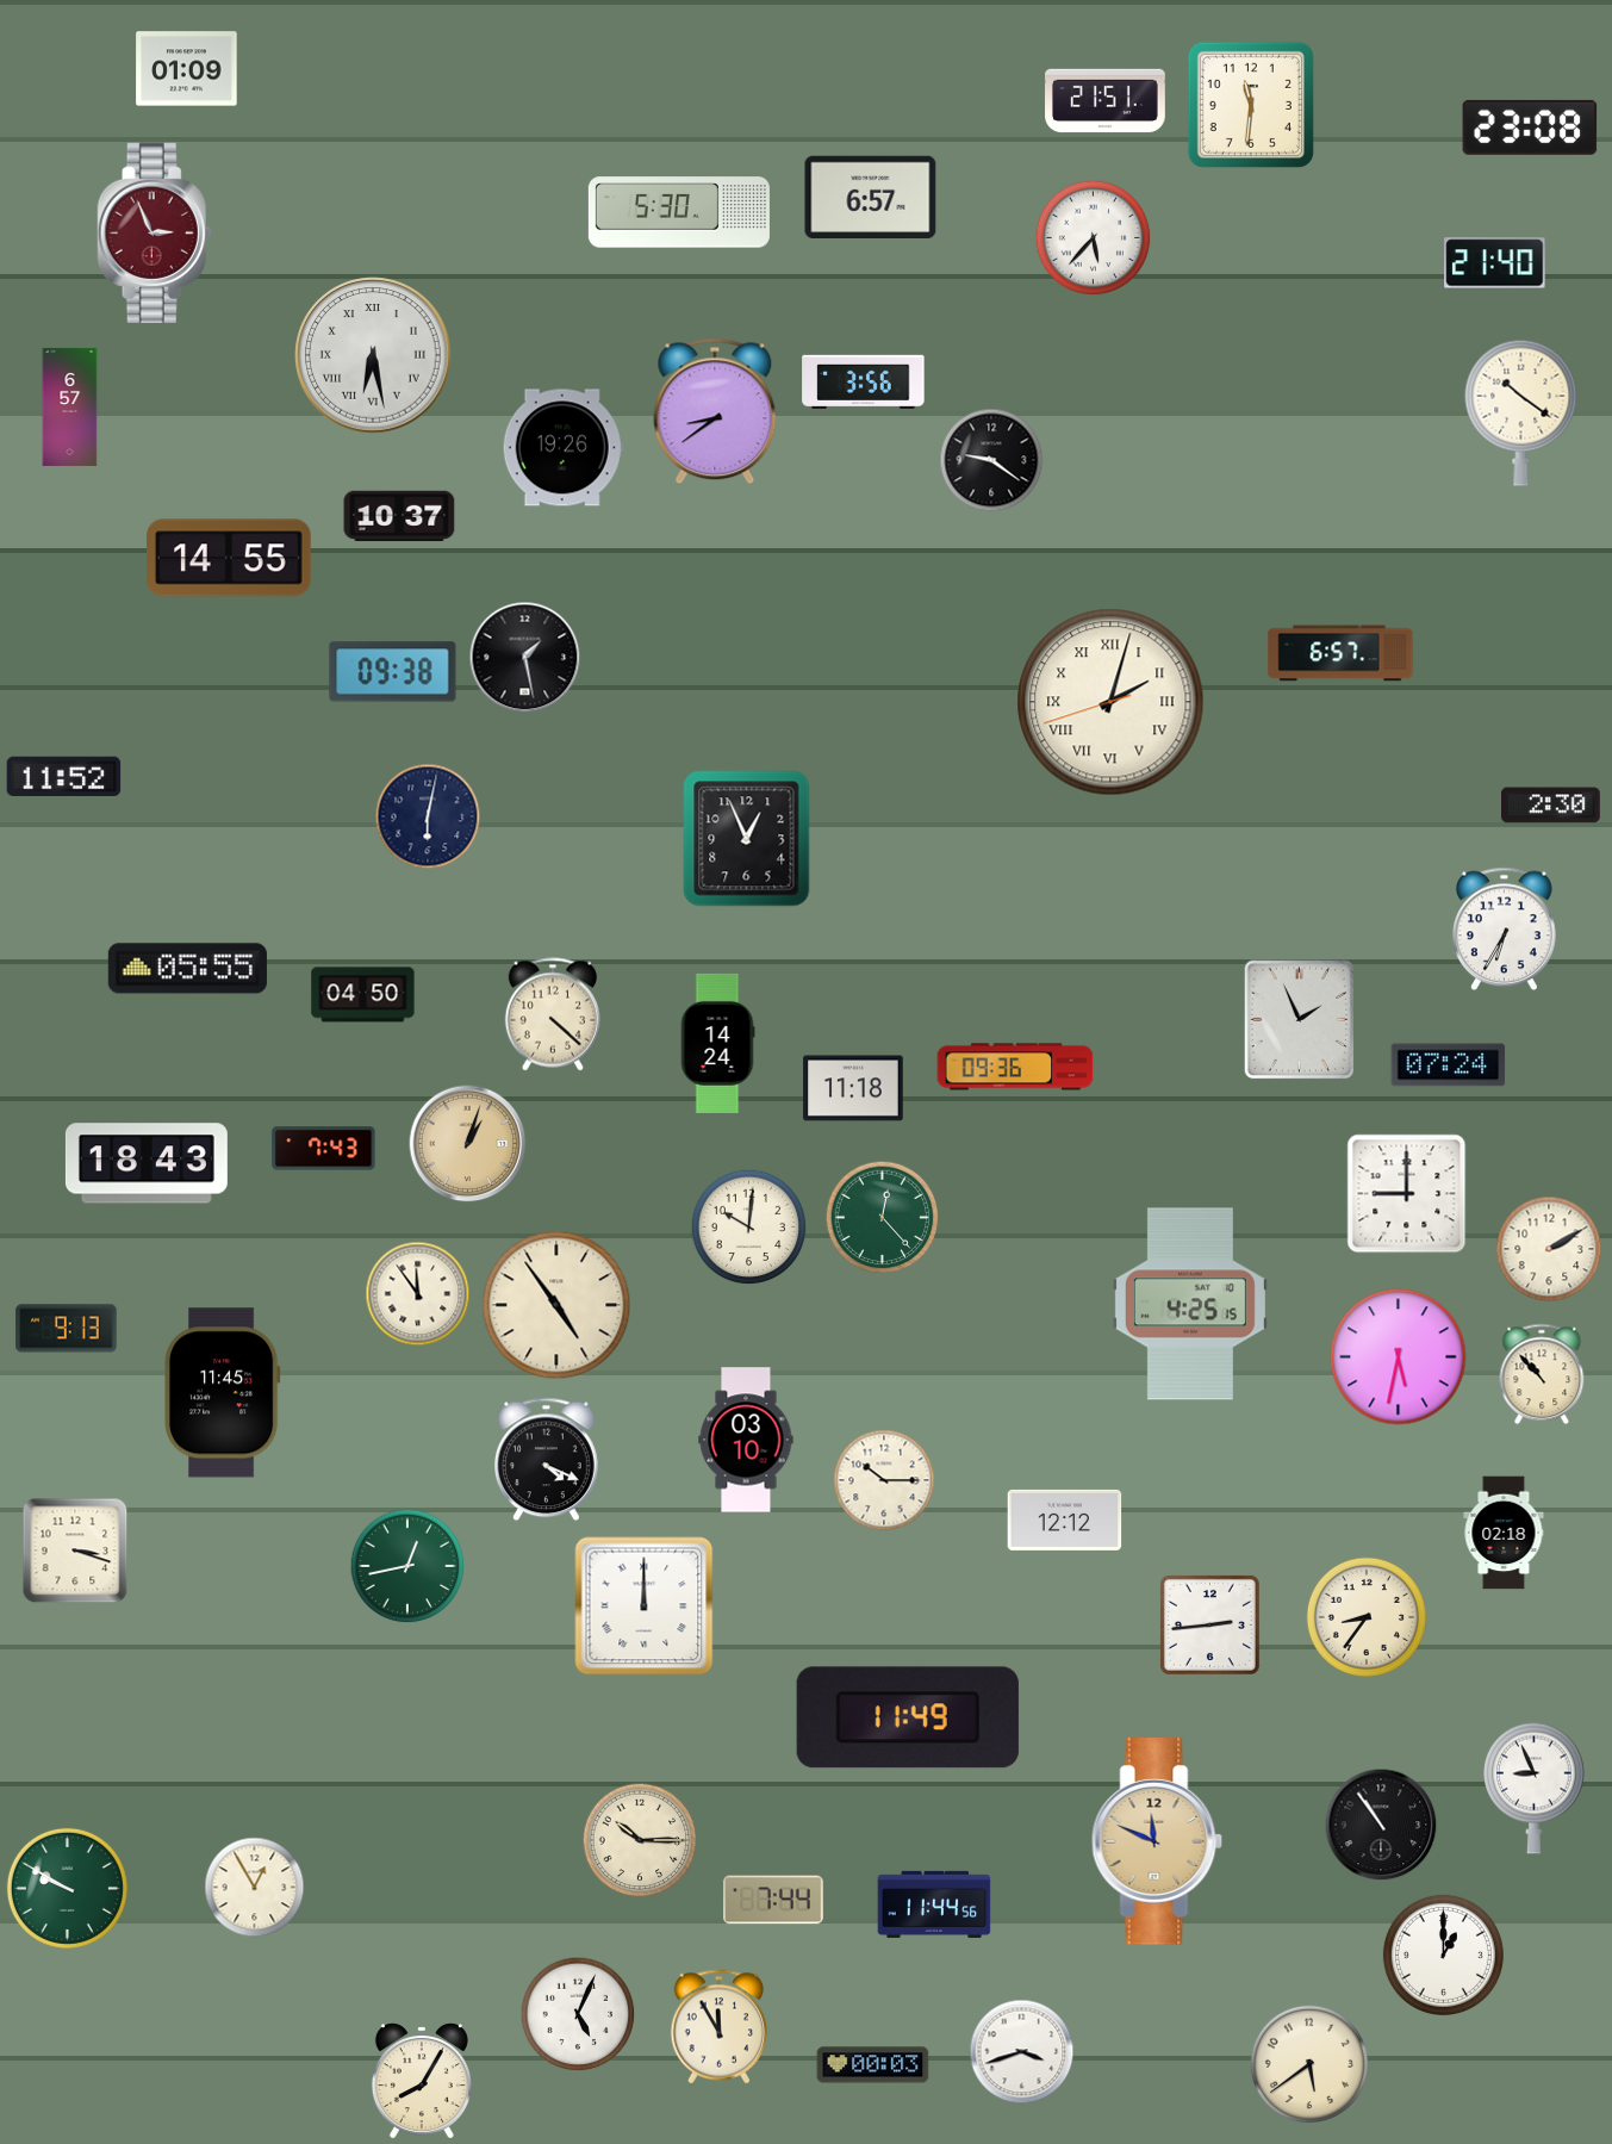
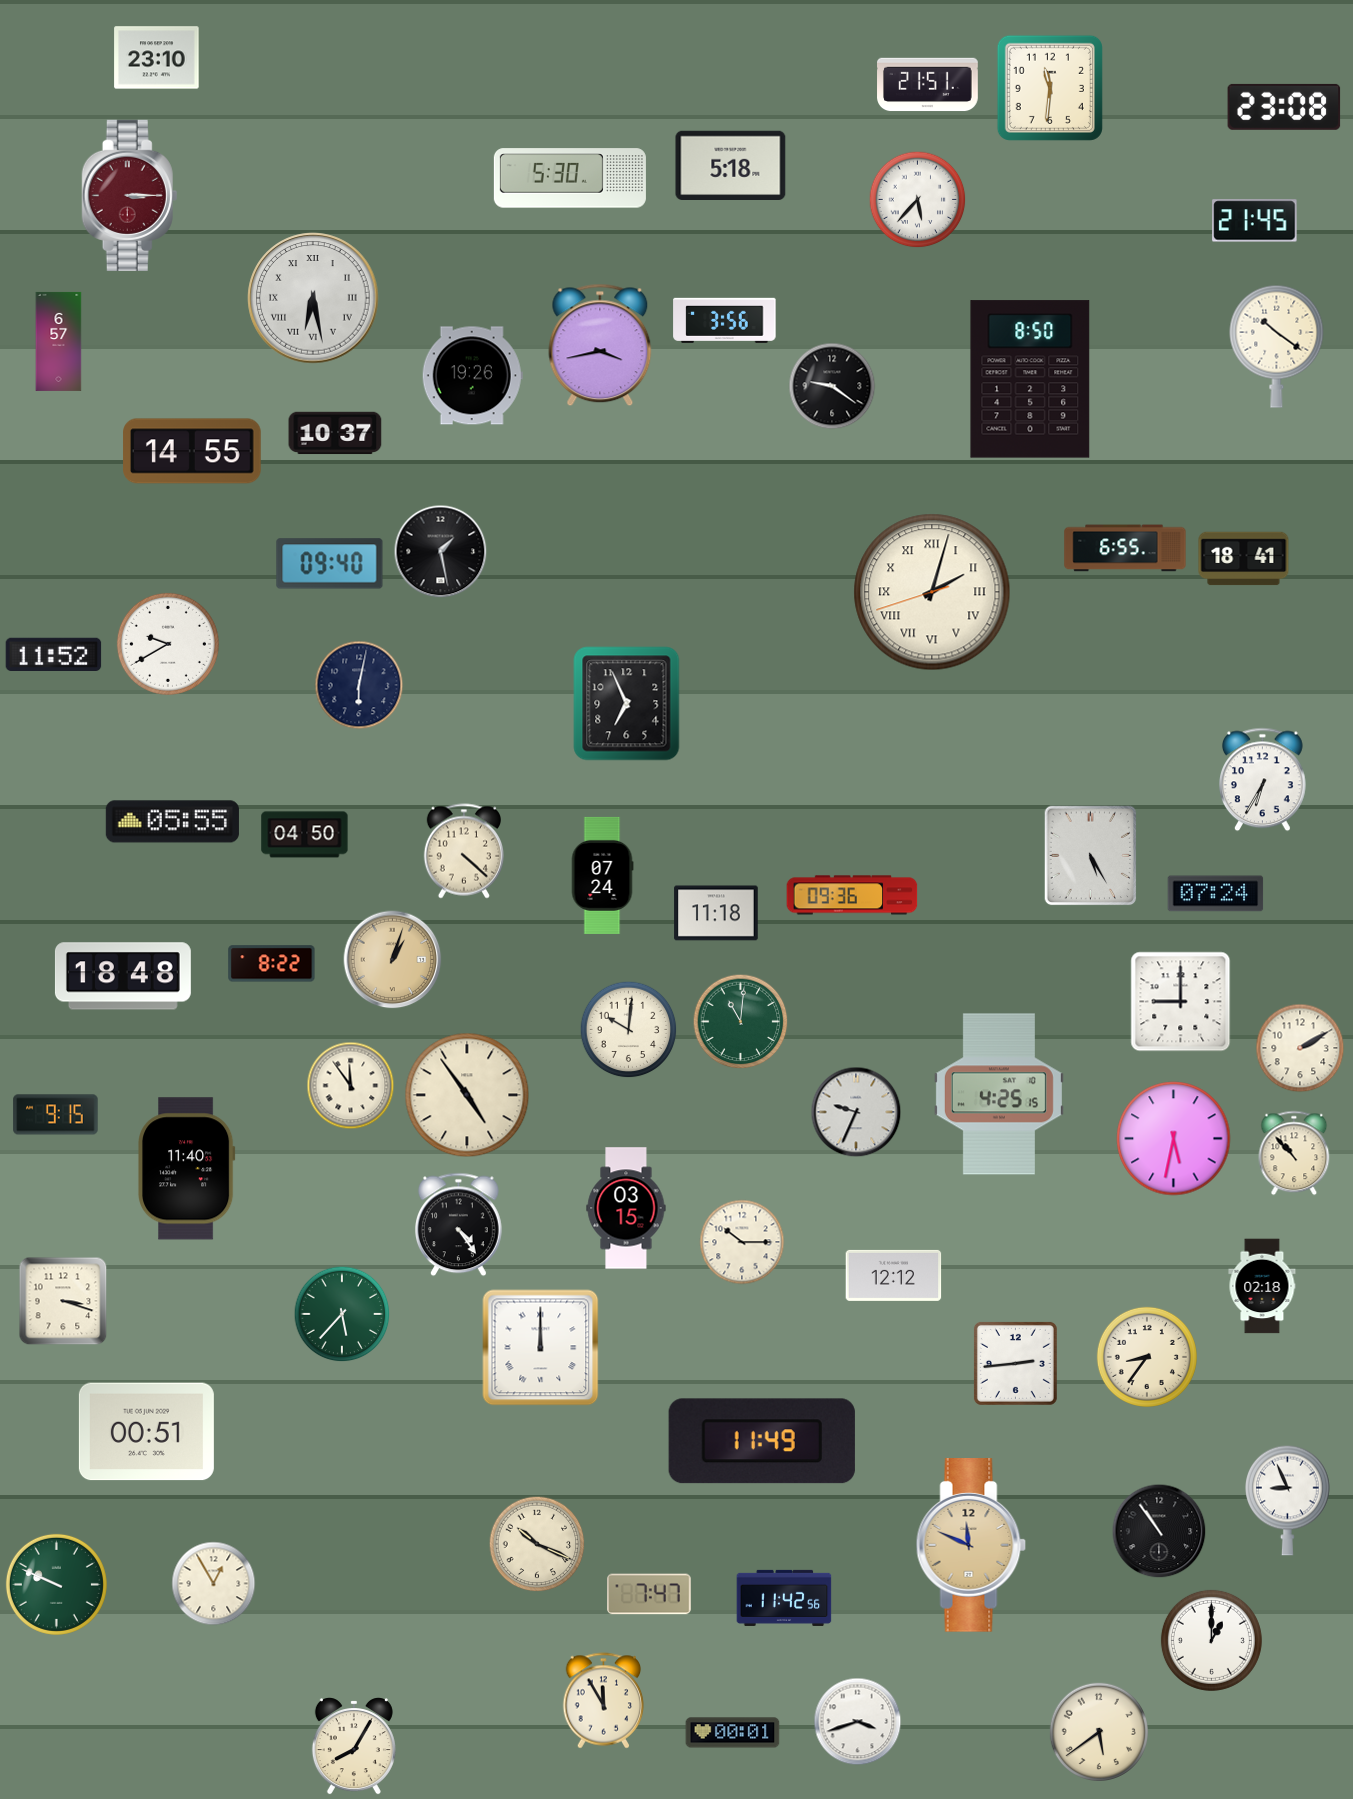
clock at (187, 69): 01:09 -> 23:10
clock at (871, 197): 6:57 -> 5:18
clock at (155, 232): 2:56 -> 3:15
clock at (1495, 263): 21:40 -> 21:45
clock at (715, 411): 8:39 -> 3:43
clock at (1030, 379): none -> 8:50
clock at (229, 558) position: (229, 558) -> (192, 451)
clock at (1340, 653): 6:57 -> 6:55
clock at (1244, 559): none -> 18:41
clock at (393, 672): 09:38 -> 09:40
clock at (1110, 702) position: (1110, 702) -> (932, 592)
clock at (168, 644): none -> 9:40
clock at (64, 776) position: (64, 776) -> (54, 654)
clock at (1551, 806): 2:30 -> none
clock at (747, 839): 12:56 -> 6:56
clock at (187, 969) position: (187, 969) -> (172, 822)
clock at (1300, 1020): 1:56 -> 5:25
clock at (717, 1043): 14:24 -> 07:24
clock at (324, 1149): 7:43 -> 8:22
clock at (147, 1163): 18:43 -> 18:48
clock at (883, 1218): 12:23 -> 11:01
clock at (856, 1112): none -> 9:34
clock at (67, 1329): 9:13 -> 9:15
clock at (223, 1393): 11:45 -> 11:40
clock at (746, 1440): 03:10 -> 03:15
clock at (547, 1460): 4:19 -> 4:24
clock at (407, 1566): 12:43 -> 5:37
clock at (146, 1432): none -> 00:51
clock at (640, 1840): 10:15 -> 10:19
clock at (67, 1888): 9:50 -> 9:49
clock at (773, 1900): 7:44 -> 7:47
clock at (934, 1904): 11:44 -> 11:42
clock at (578, 2014): 5:04 -> none
clock at (873, 2065): 00:03 -> 00:01
